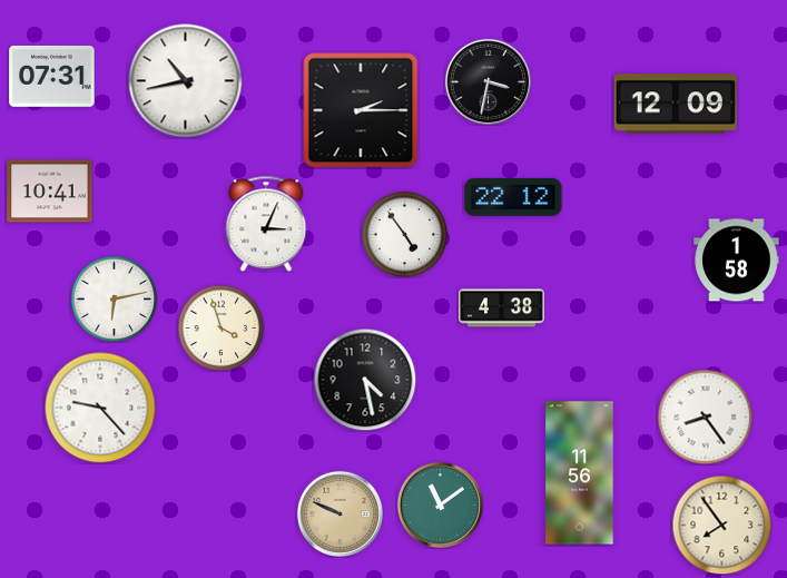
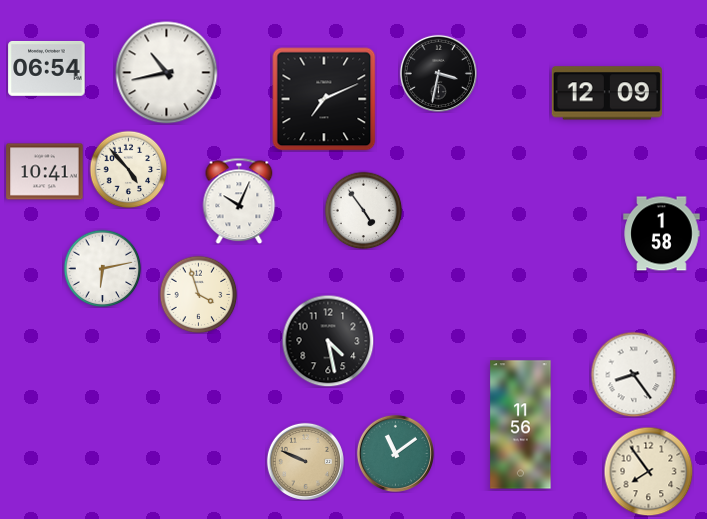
clock at (52, 76): 07:31 -> 06:54
clock at (361, 110): 2:15 -> 7:11
clock at (128, 169): none -> 4:53
clock at (513, 197): 22:12 -> none
clock at (266, 224): 3:04 -> 10:04
clock at (502, 308): 4:38 -> none
clock at (100, 408): 9:23 -> none
